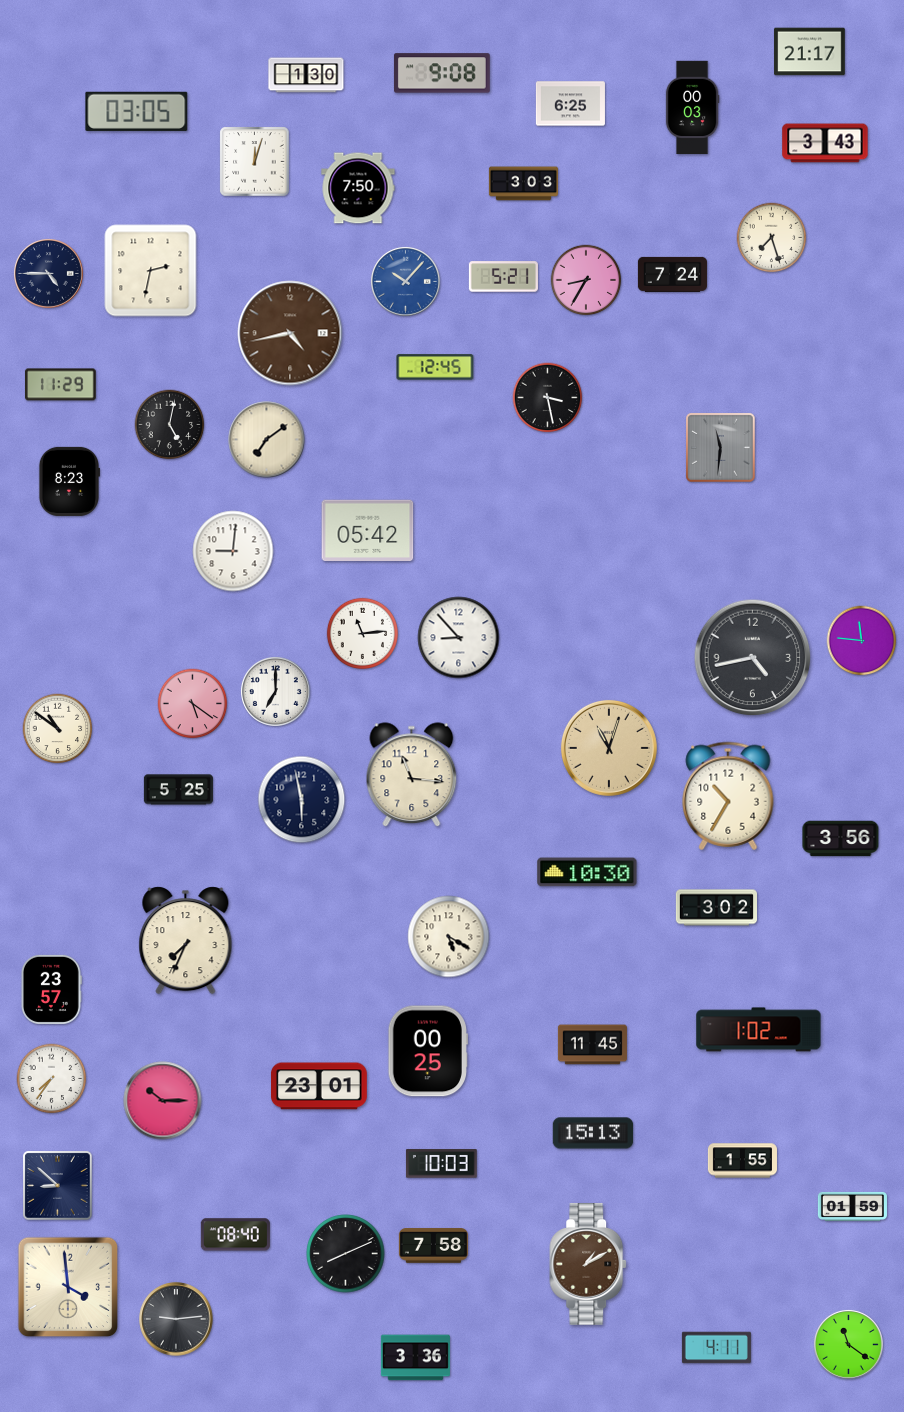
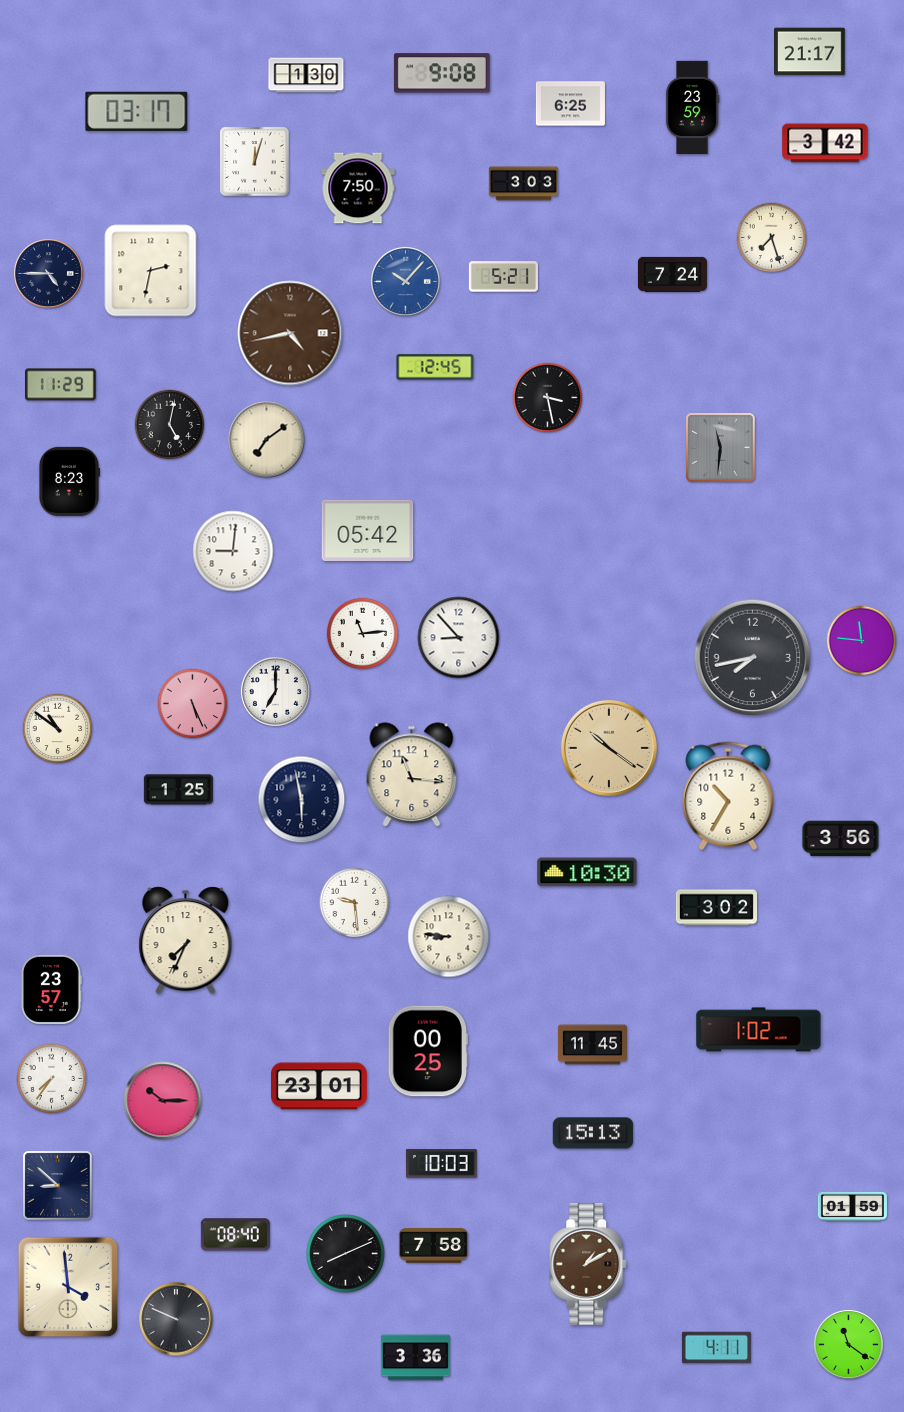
clock at (692, 108): 00:03 -> 23:59
clock at (137, 111): 03:05 -> 03:17
clock at (825, 143): 3:43 -> 3:42
clock at (586, 280): 8:35 -> none
clock at (753, 658): 4:43 -> 7:43
clock at (193, 704): 5:21 -> 5:26
clock at (609, 748): 11:03 -> 10:21
clock at (178, 790): 5:25 -> 1:25
clock at (355, 903): none -> 9:29
clock at (449, 937): 5:20 -> 8:46
clock at (742, 1161): 1:55 -> none
clock at (176, 1319): 9:14 -> 9:49
